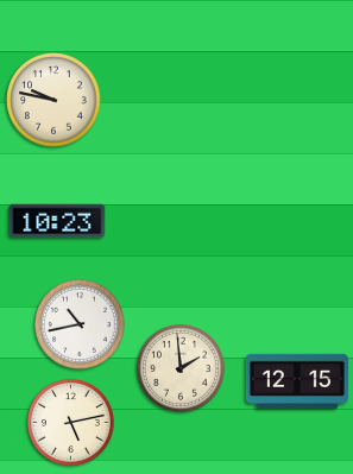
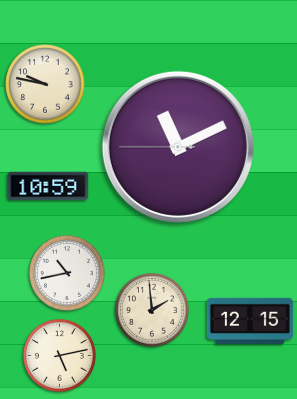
clock at (178, 147): none -> 11:10
clock at (57, 221): 10:23 -> 10:59
